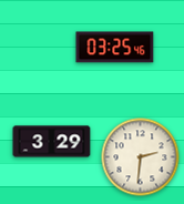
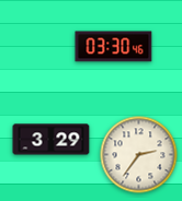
clock at (115, 48): 03:25 -> 03:30
clock at (141, 157): 2:31 -> 2:36
